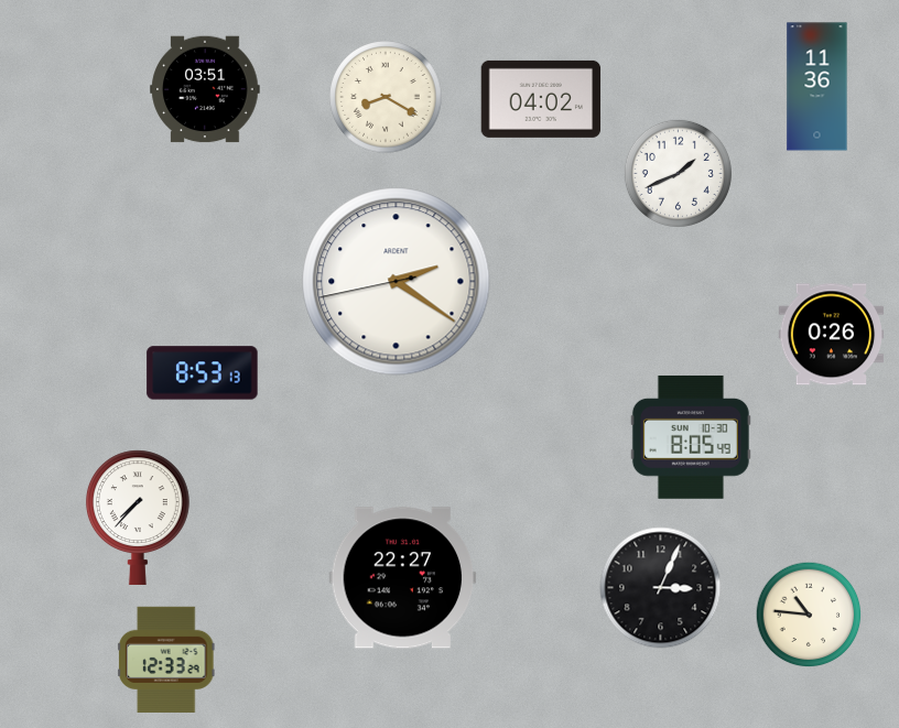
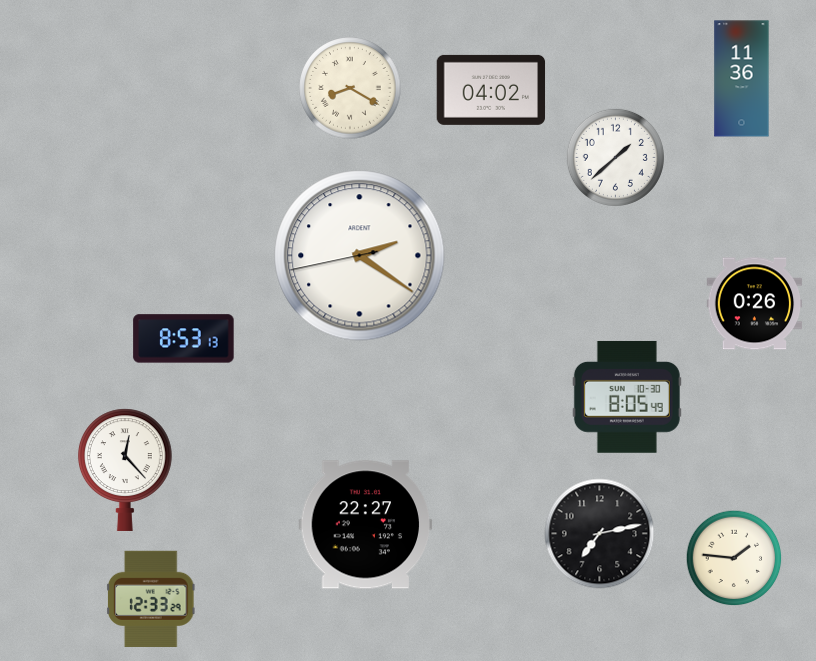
clock at (205, 89): 03:51 -> none
clock at (678, 173): 1:41 -> 1:38
clock at (138, 518): 7:37 -> 12:23
clock at (661, 588): 3:04 -> 7:13
clock at (809, 615): 10:46 -> 1:46
